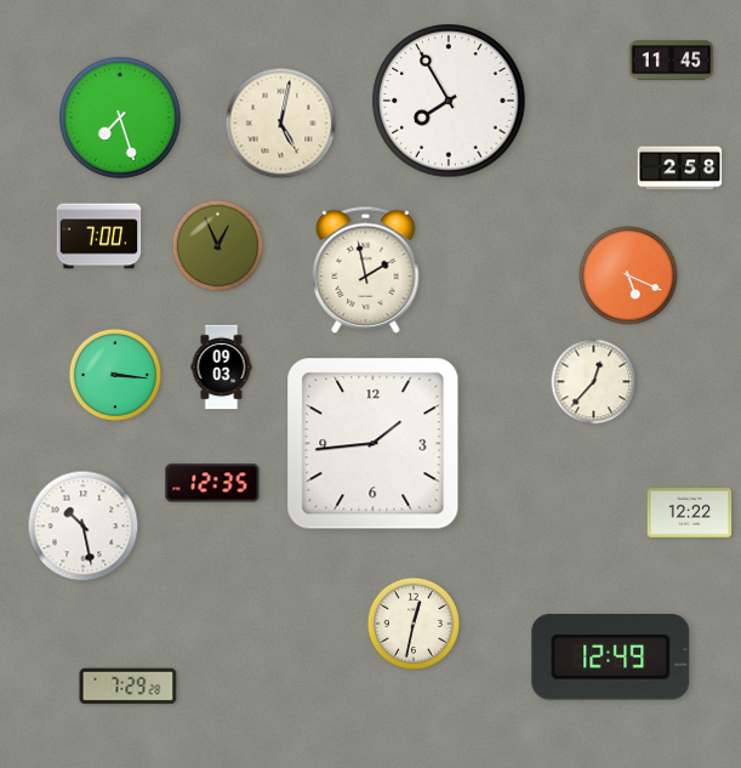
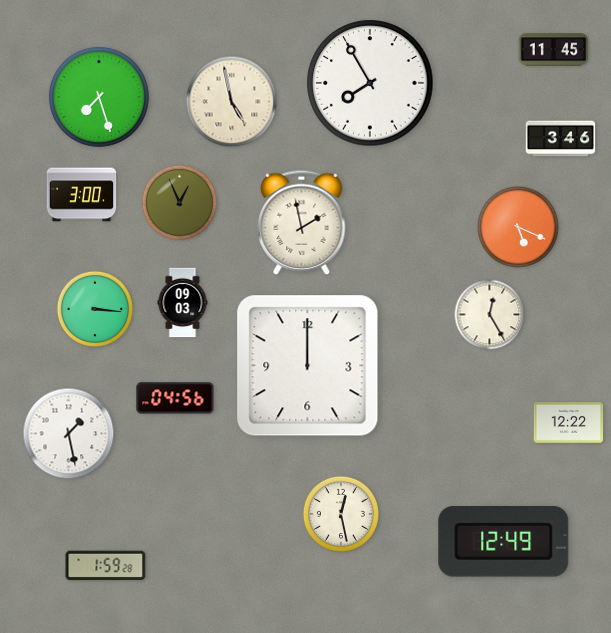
clock at (281, 124): 5:02 -> 4:58
clock at (680, 169): 2:58 -> 3:46
clock at (99, 237): 7:00 -> 3:00
clock at (594, 382): 12:37 -> 12:25
clock at (374, 444): 1:44 -> 12:00
clock at (212, 483): 12:35 -> 04:56
clock at (84, 527): 10:28 -> 1:28
clock at (414, 624): 12:32 -> 12:28
clock at (129, 687): 7:29 -> 1:59
